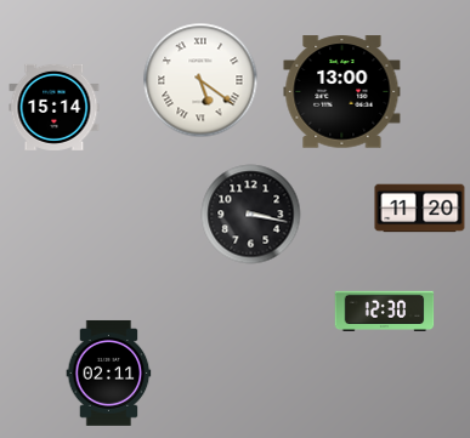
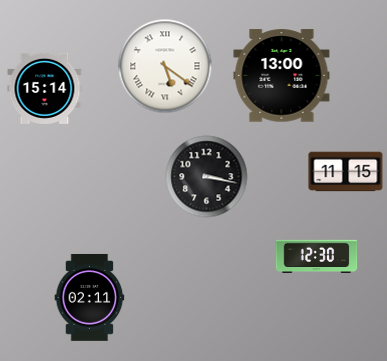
clock at (420, 209): 11:20 -> 11:15
clock at (109, 372) position: (109, 372) -> (90, 297)
